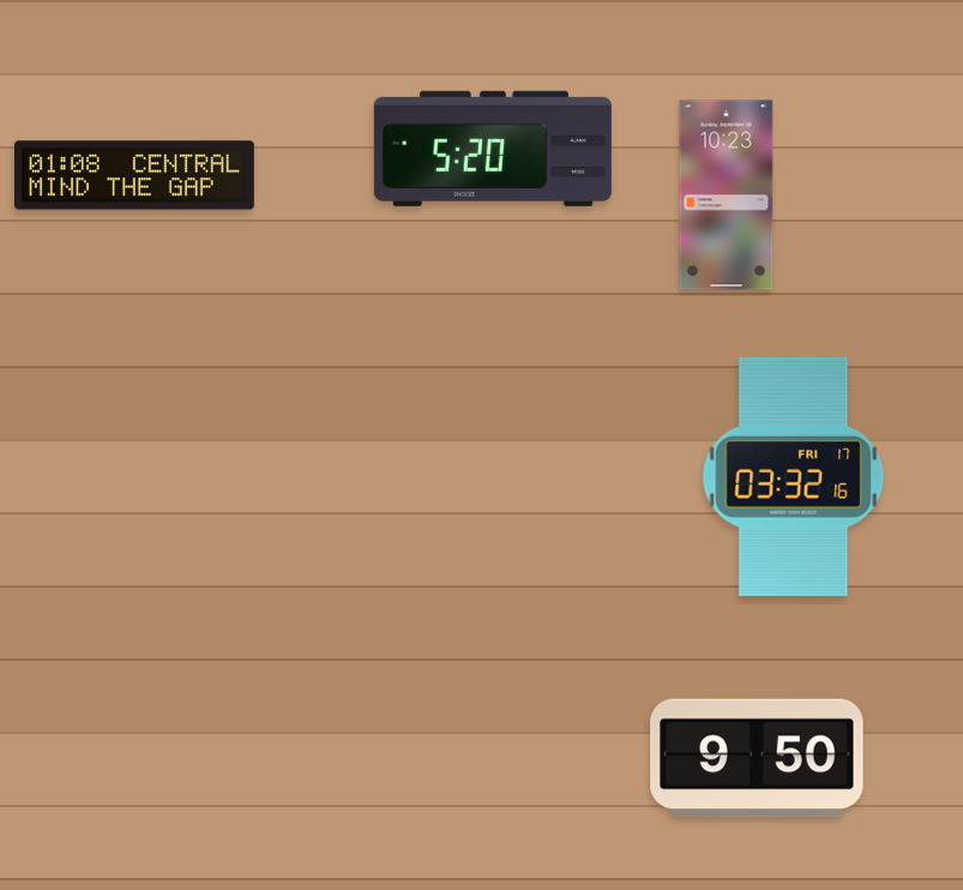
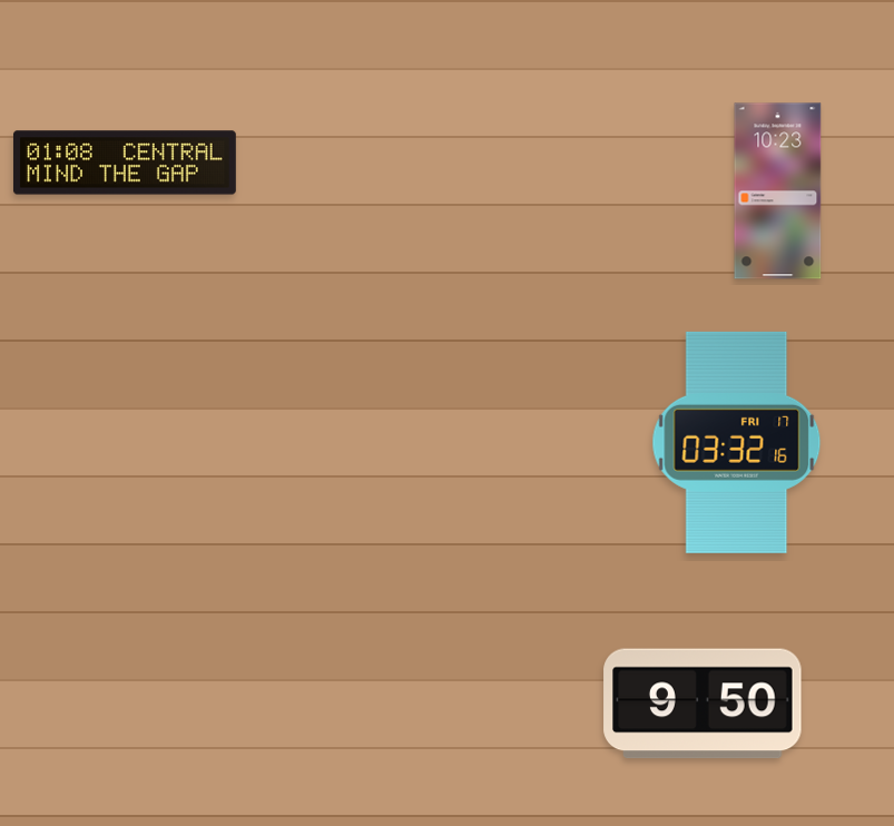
clock at (493, 149): 5:20 -> none
clock at (727, 196) position: (727, 196) -> (778, 191)
